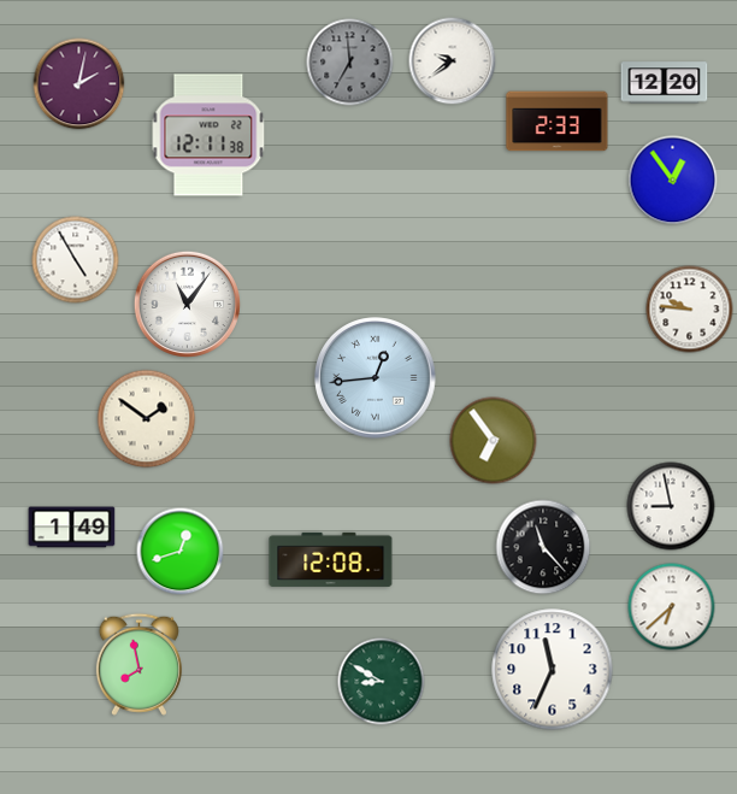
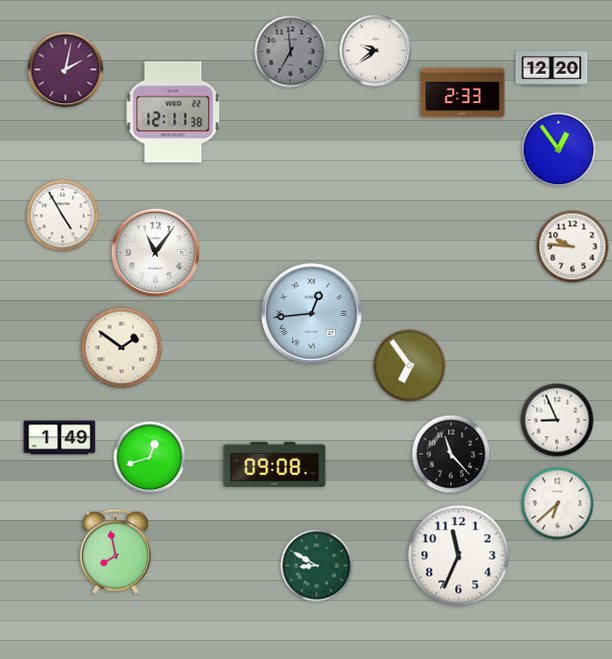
clock at (558, 122) position: (558, 122) -> (463, 93)
clock at (690, 310) position: (690, 310) -> (573, 247)
clock at (671, 506): 8:58 -> 8:56
clock at (331, 559): 12:08 -> 09:08
